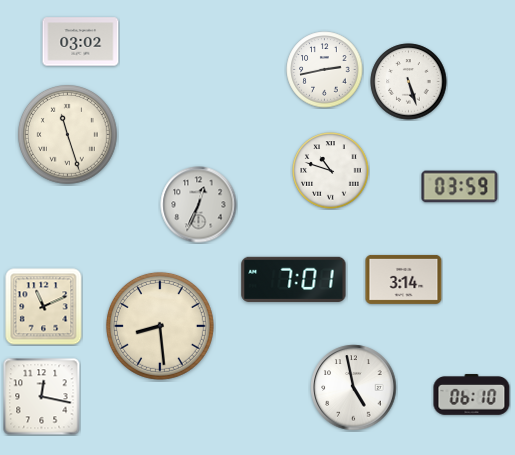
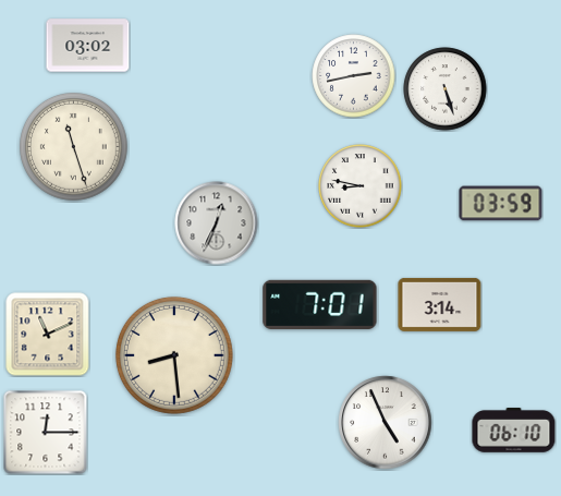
clock at (331, 171): 10:48 -> 8:47
clock at (354, 388): 4:58 -> 4:56
clock at (42, 397): 12:17 -> 12:15
